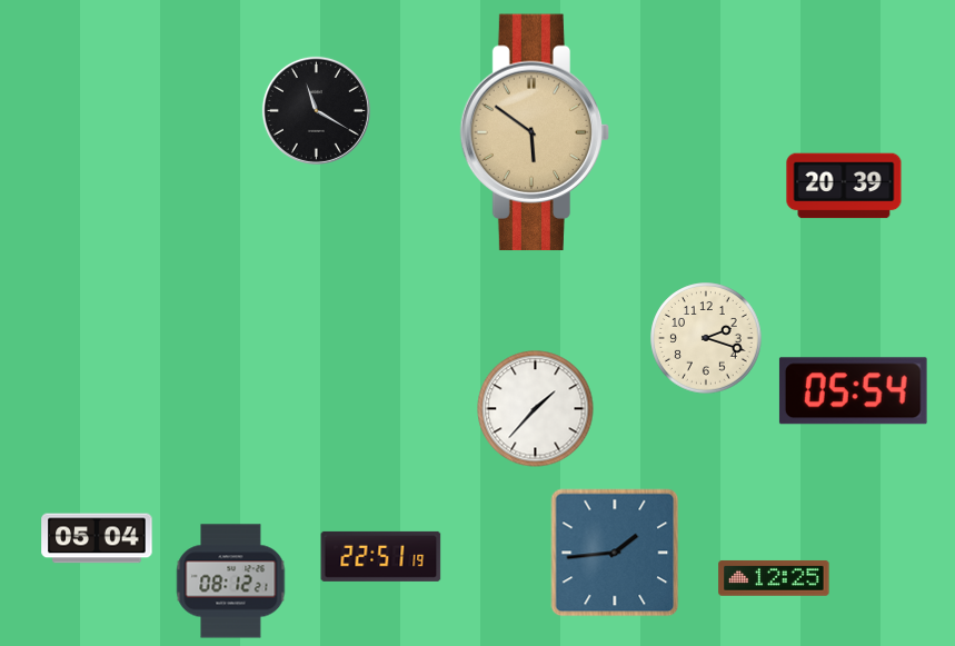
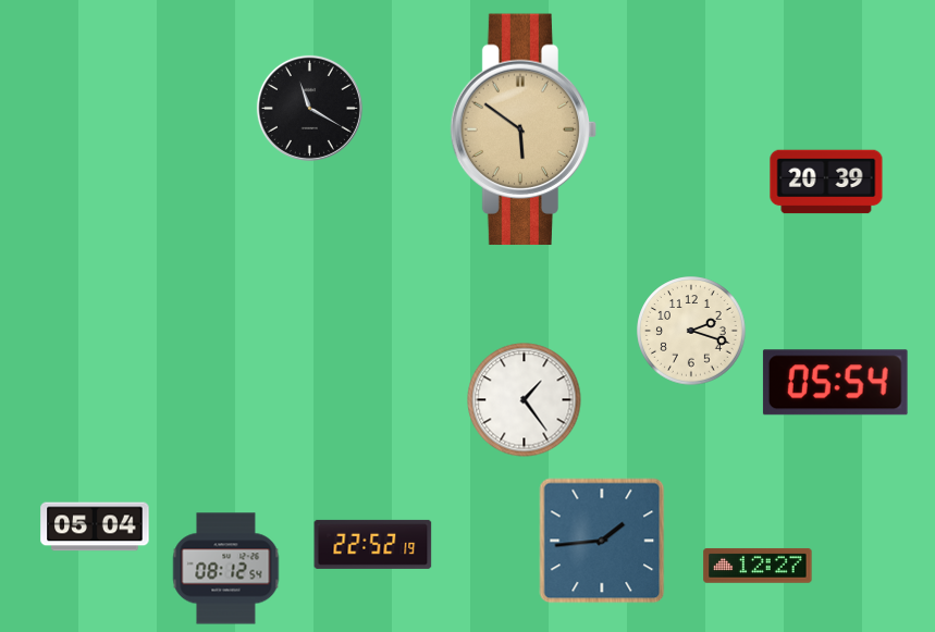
clock at (536, 409): 1:37 -> 1:24
clock at (381, 556): 22:51 -> 22:52
clock at (774, 578): 12:25 -> 12:27
clock at (231, 582): 08:12:21 -> 08:12:54
